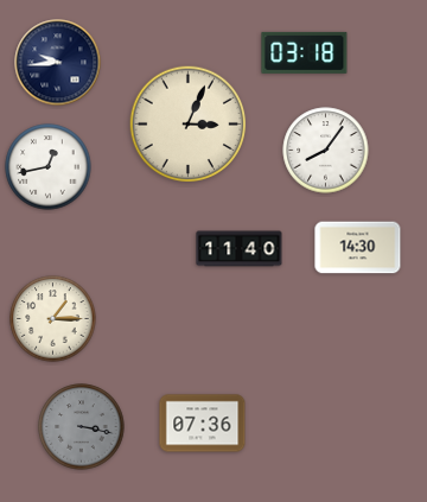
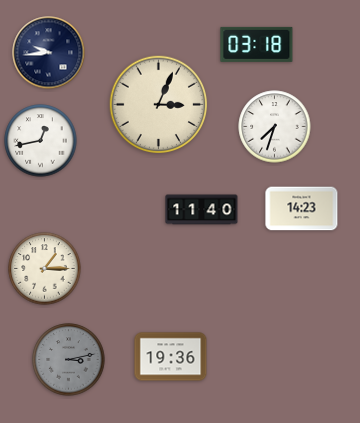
clock at (326, 151): 8:06 -> 7:33
clock at (358, 248): 14:30 -> 14:23
clock at (203, 424): 07:36 -> 19:36
clock at (82, 427): 3:17 -> 3:13
